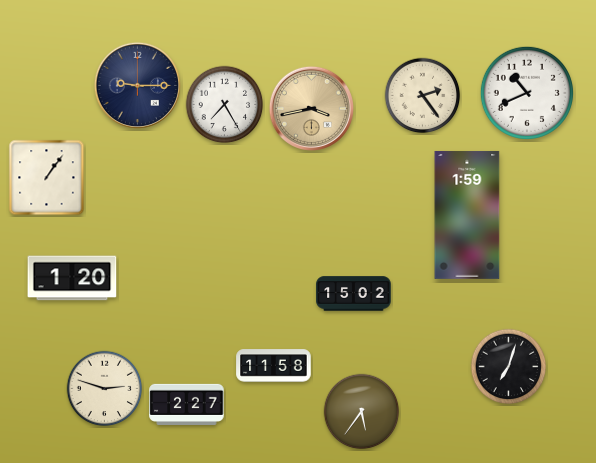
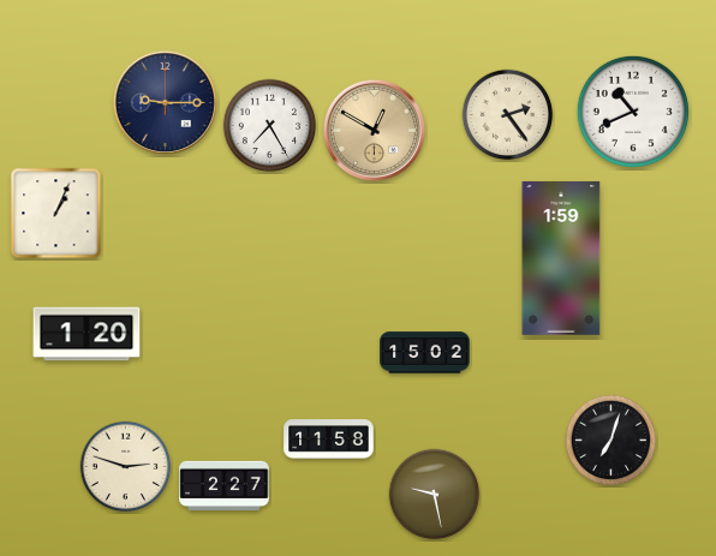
clock at (311, 108): 3:43 -> 12:50
clock at (47, 178): 1:06 -> 1:04
clock at (362, 412): 5:36 -> 9:28
